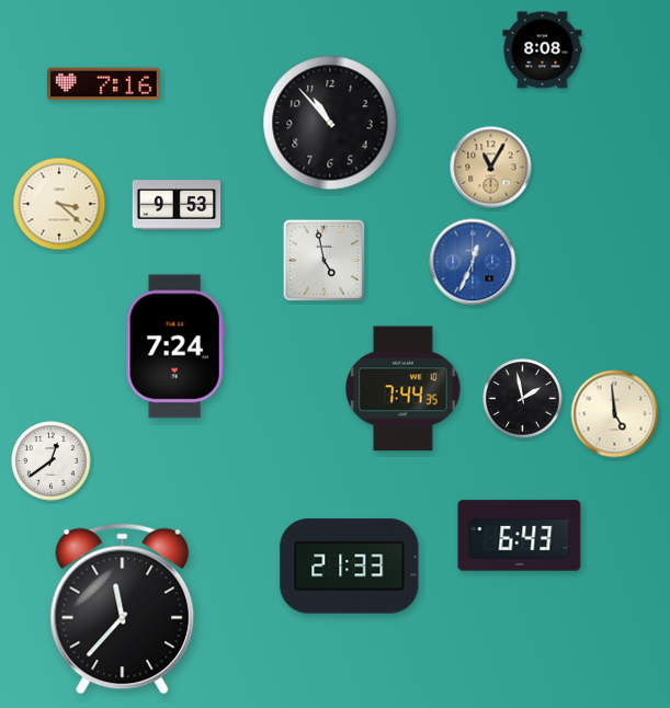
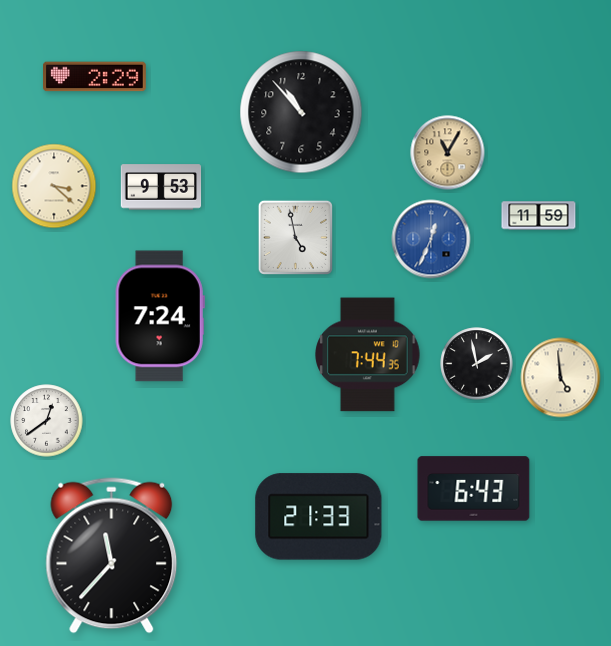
clock at (543, 50): 8:08 -> none
clock at (104, 84): 7:16 -> 2:29
clock at (539, 216): none -> 11:59
